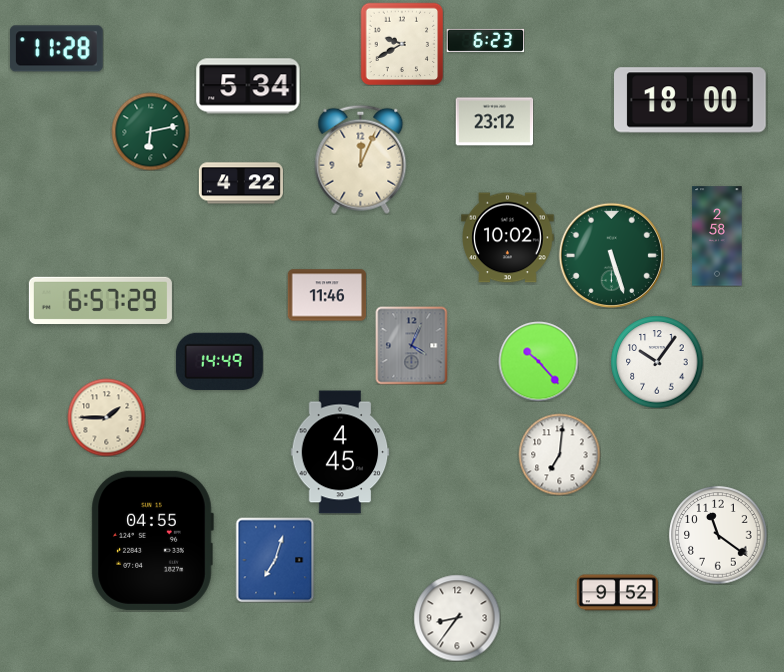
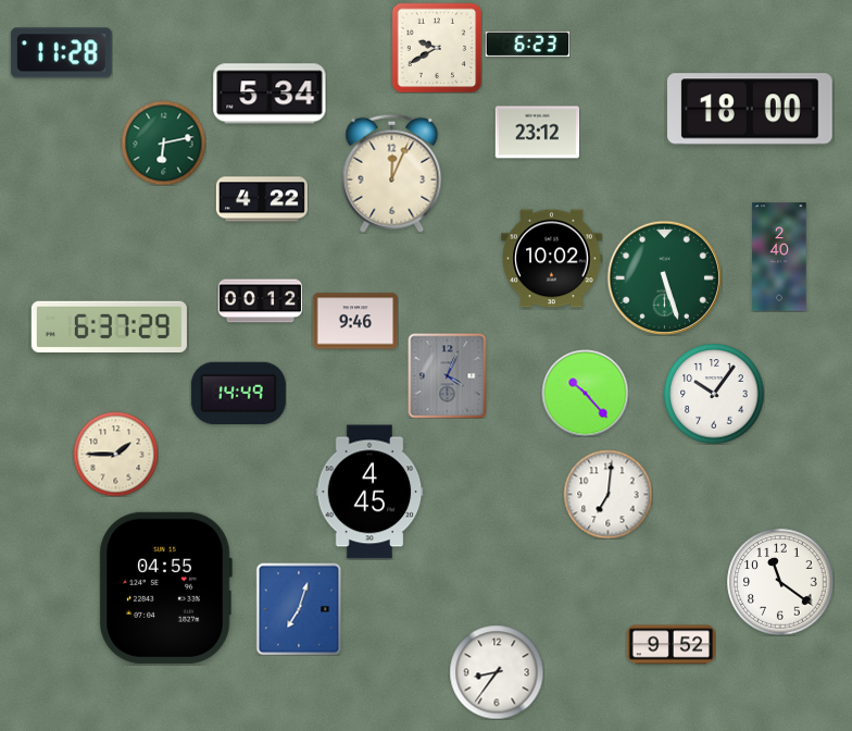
clock at (717, 236): 2:58 -> 2:40
clock at (260, 301): none -> 00:12
clock at (327, 295): 11:46 -> 9:46
clock at (100, 300): 6:57 -> 6:37
